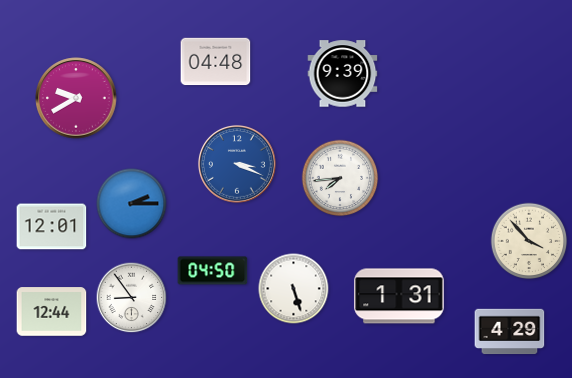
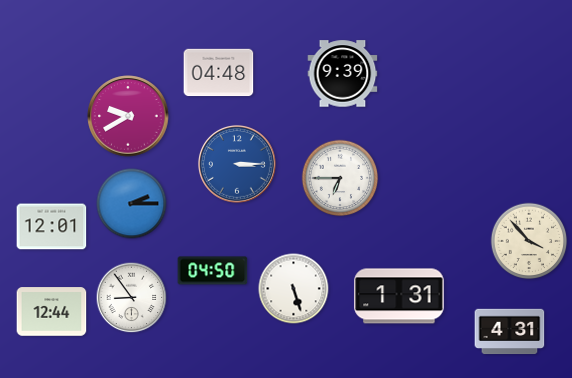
clock at (216, 62) position: (216, 62) -> (219, 73)
clock at (76, 98) position: (76, 98) -> (128, 116)
clock at (237, 164): 3:19 -> 3:15
clock at (340, 178): 7:44 -> 6:45
clock at (510, 332): 4:29 -> 4:31
